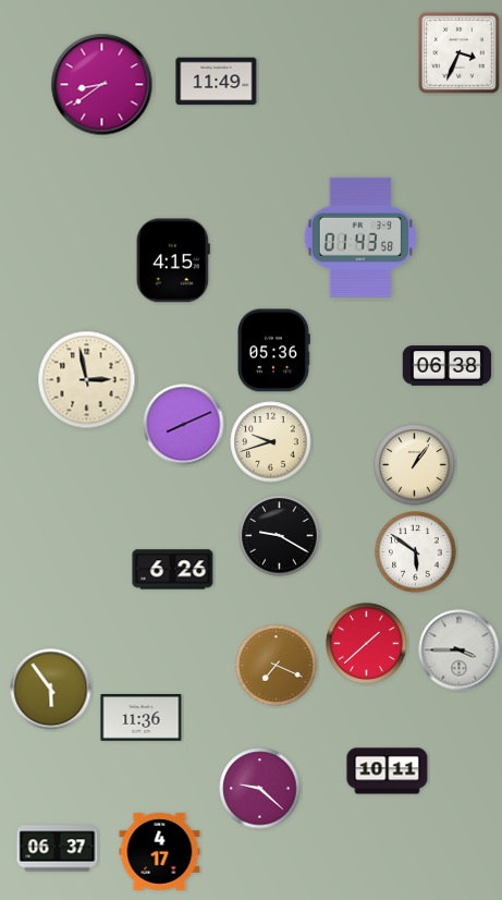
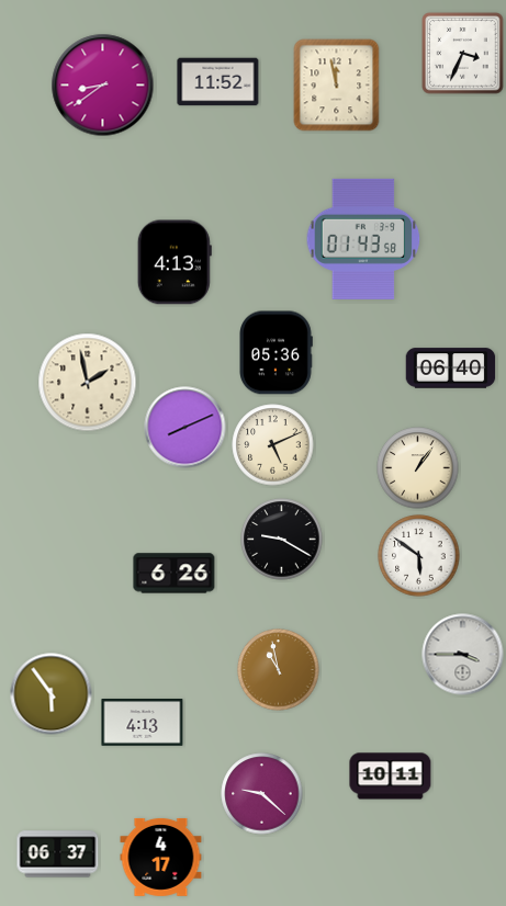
clock at (217, 82): 11:49 -> 11:52
clock at (337, 86): none -> 11:58
clock at (173, 260): 4:15 -> 4:13
clock at (448, 366): 06:38 -> 06:40
clock at (87, 380): 2:58 -> 1:58
clock at (271, 442): 9:42 -> 5:11
clock at (367, 644): 1:38 -> none
clock at (277, 666): 7:19 -> 10:58
clock at (142, 718): 11:36 -> 4:13
